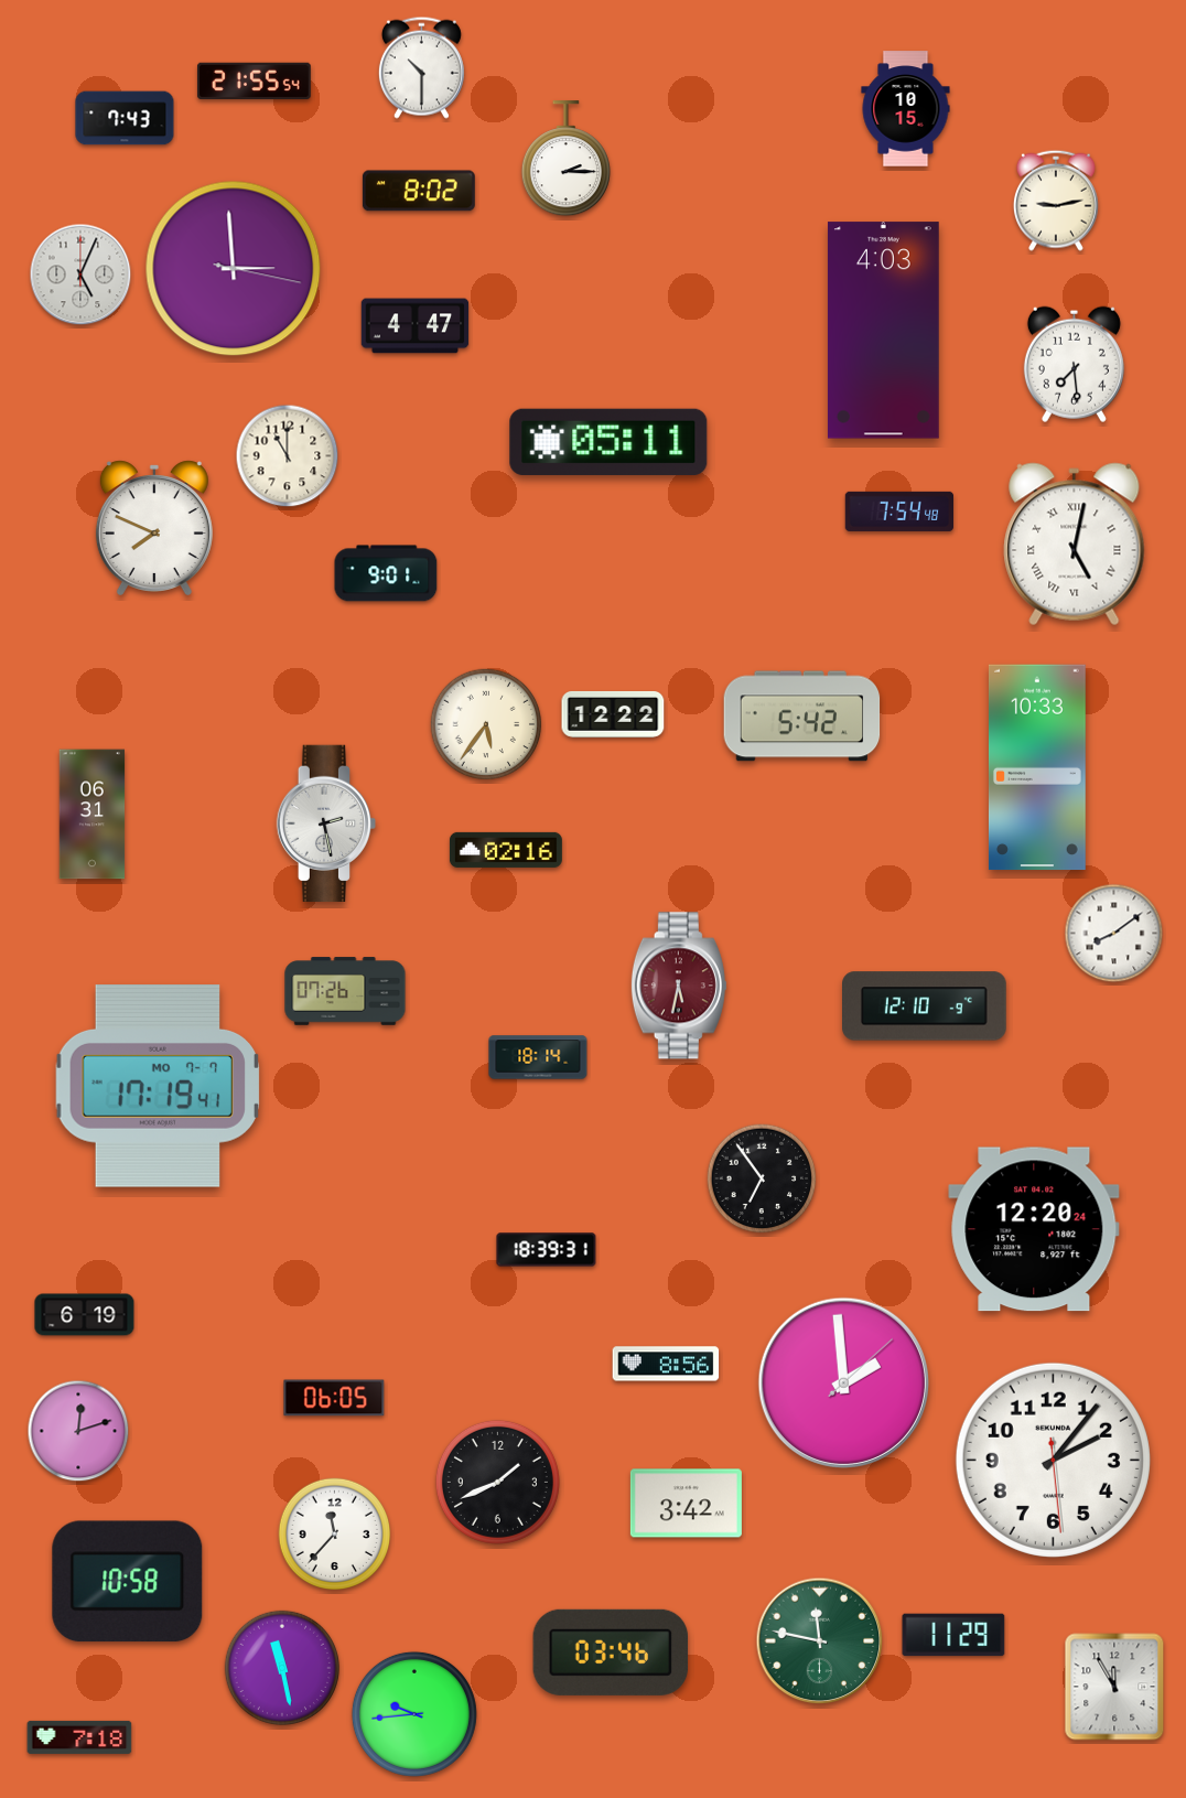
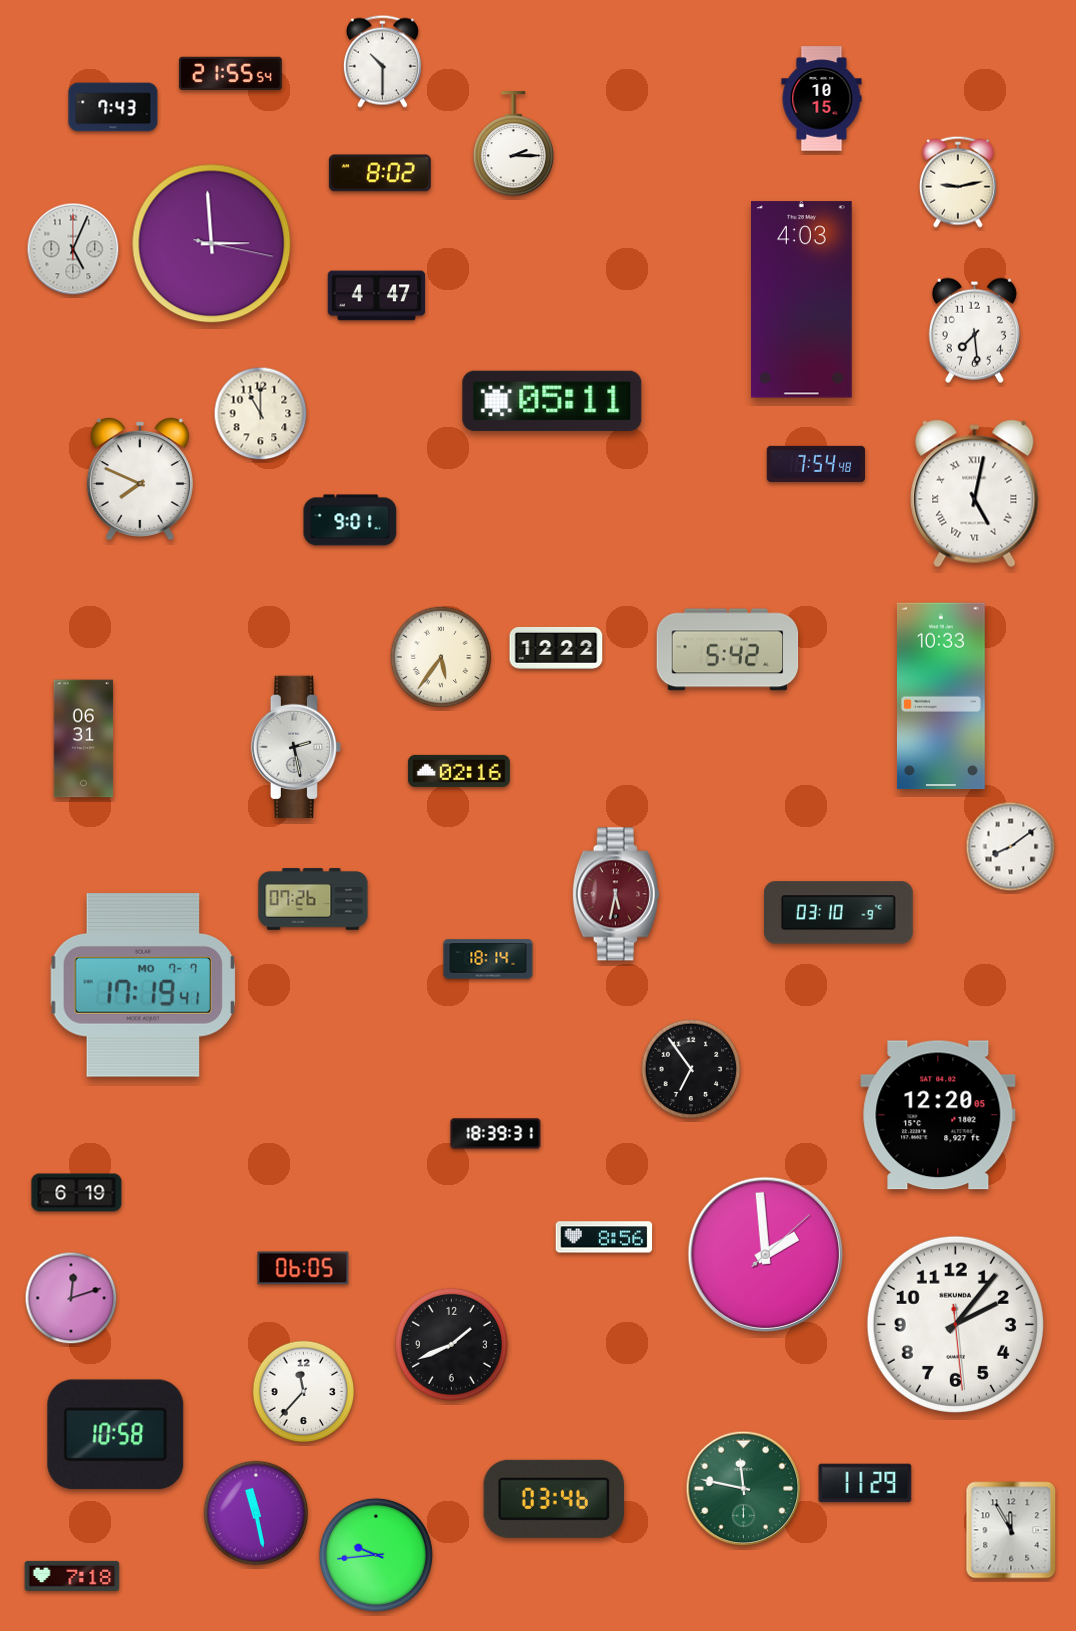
clock at (925, 1006): 12:10 -> 03:10
clock at (1034, 1229): 12:20:24 -> 12:20:05
clock at (686, 1504): 3:42 -> none
